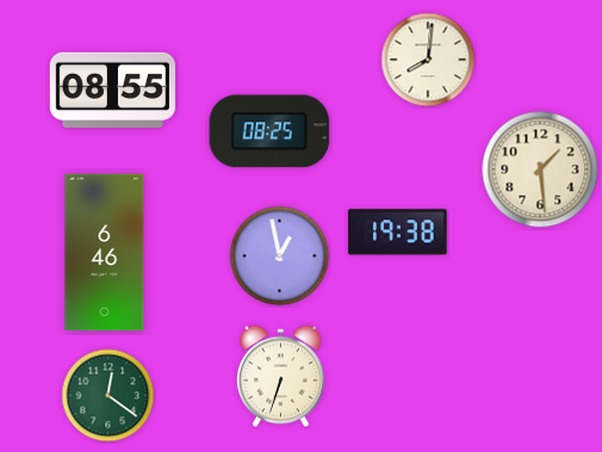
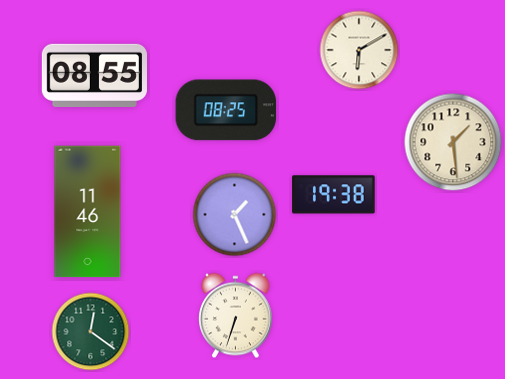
clock at (428, 60): 8:01 -> 6:10
clock at (105, 253): 6:46 -> 11:46
clock at (280, 256): 12:58 -> 1:26
